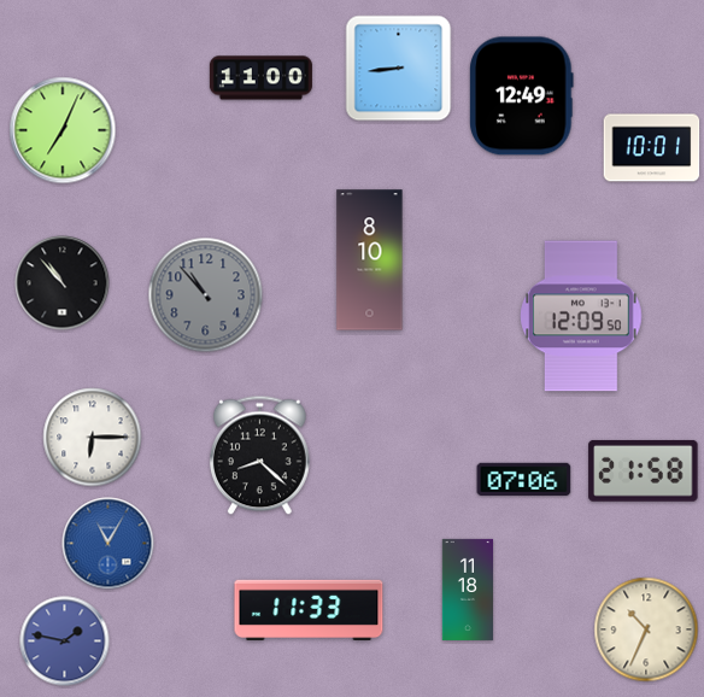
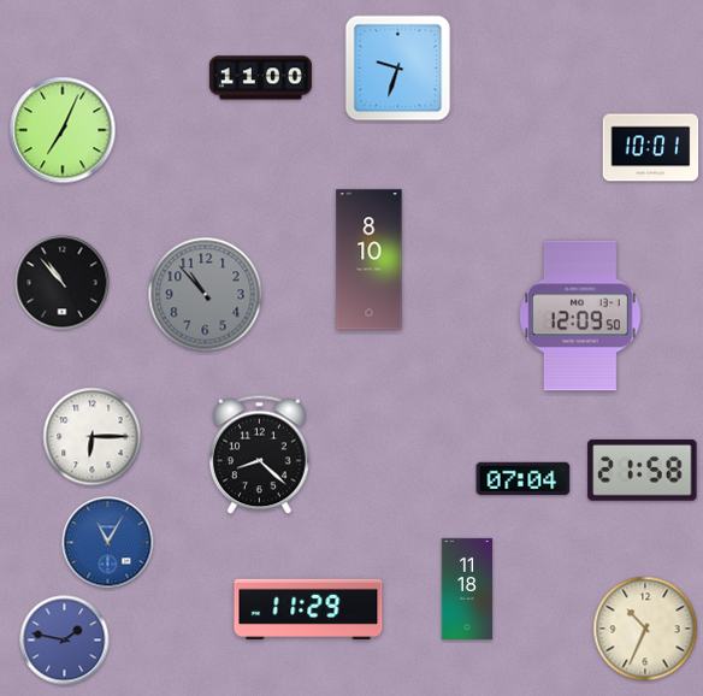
clock at (399, 69): 8:44 -> 9:33
clock at (522, 96): 12:49 -> none
clock at (524, 479): 07:06 -> 07:04
clock at (309, 609): 11:33 -> 11:29
